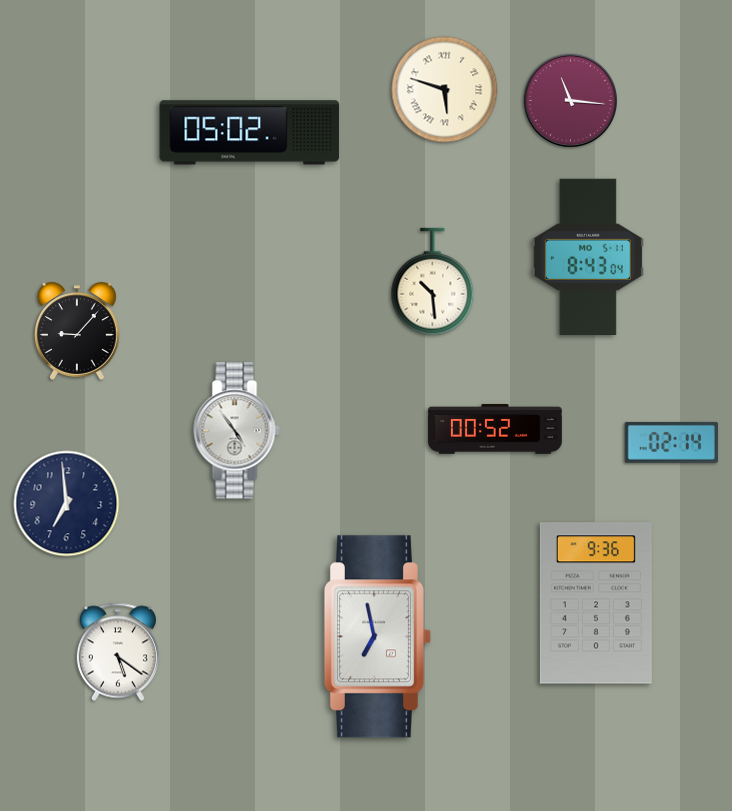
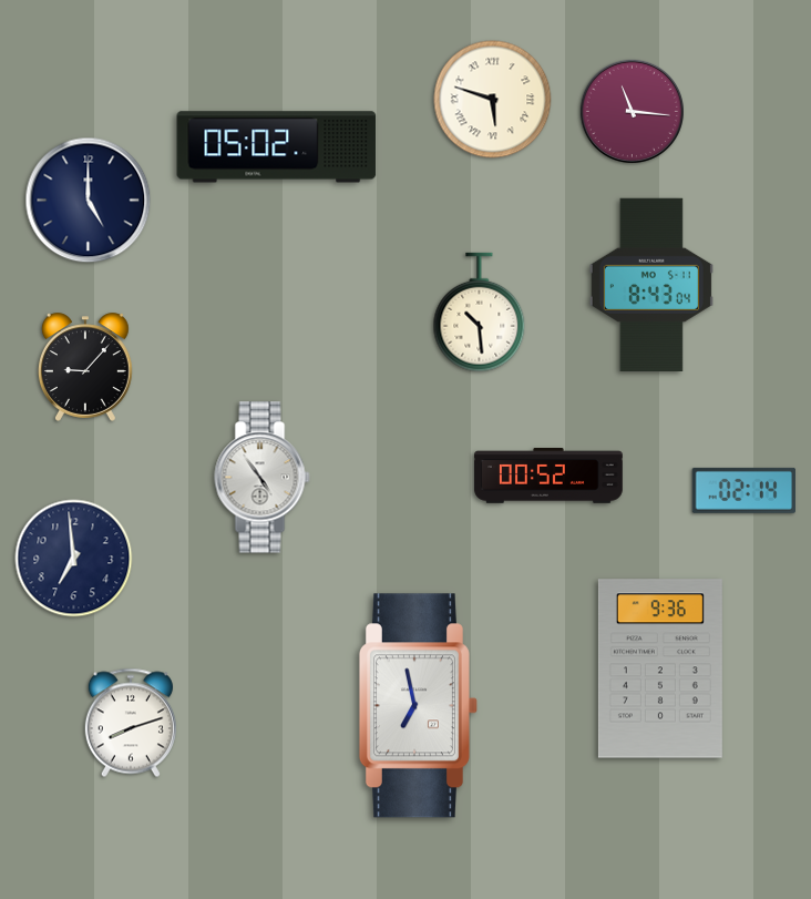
clock at (89, 201): none -> 5:00
clock at (118, 652): 5:21 -> 8:12
